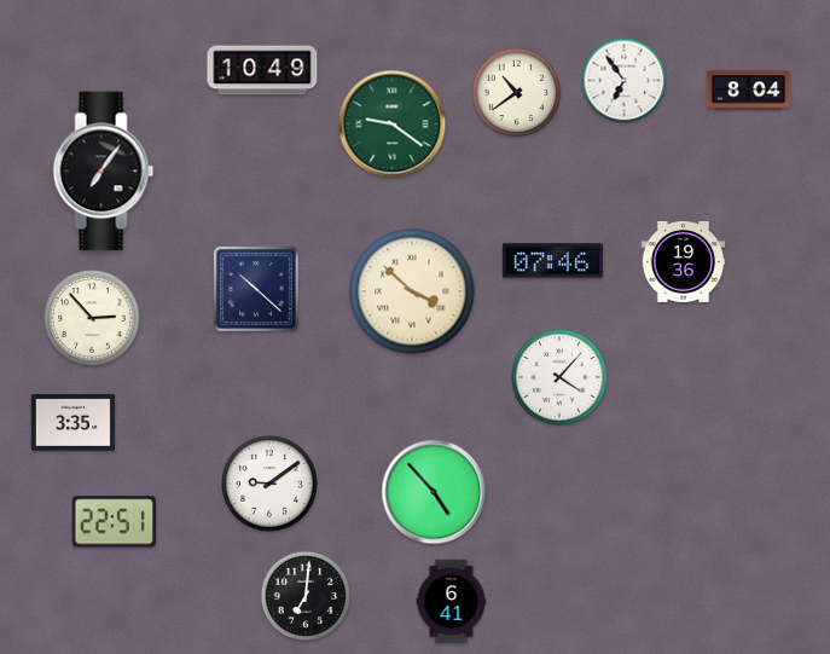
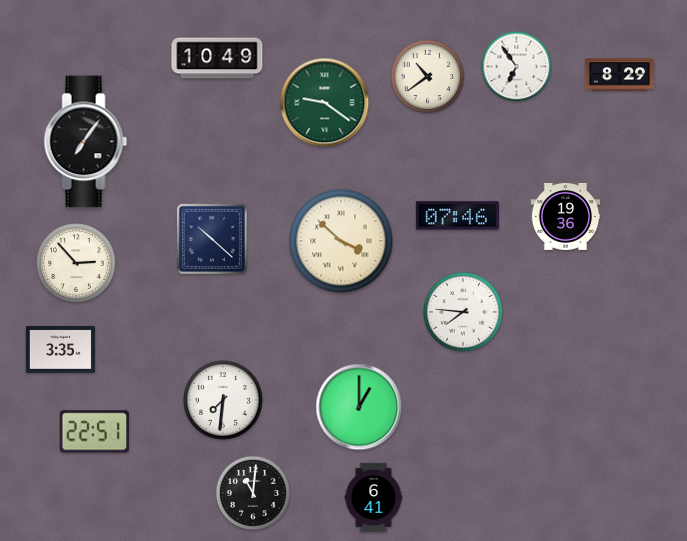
clock at (749, 91): 8:04 -> 8:29
clock at (559, 377): 4:07 -> 7:46
clock at (269, 484): 9:09 -> 7:31
clock at (434, 492): 4:53 -> 1:00
clock at (304, 595): 7:01 -> 11:01
